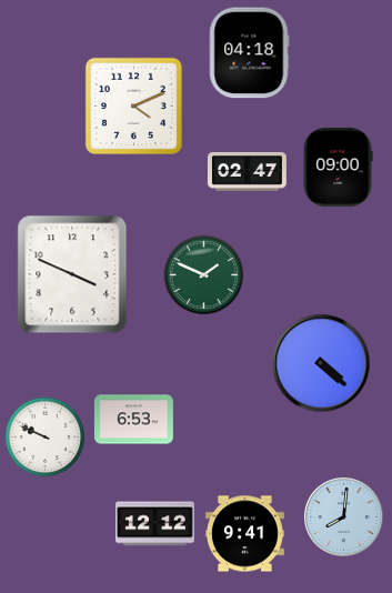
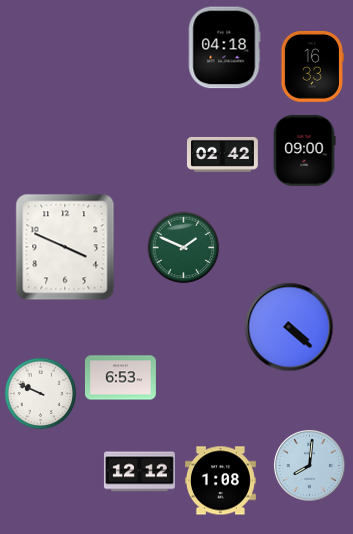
clock at (312, 66): none -> 16:33
clock at (133, 105): 4:11 -> none
clock at (247, 171): 02:47 -> 02:42
clock at (244, 534): 9:41 -> 1:08
